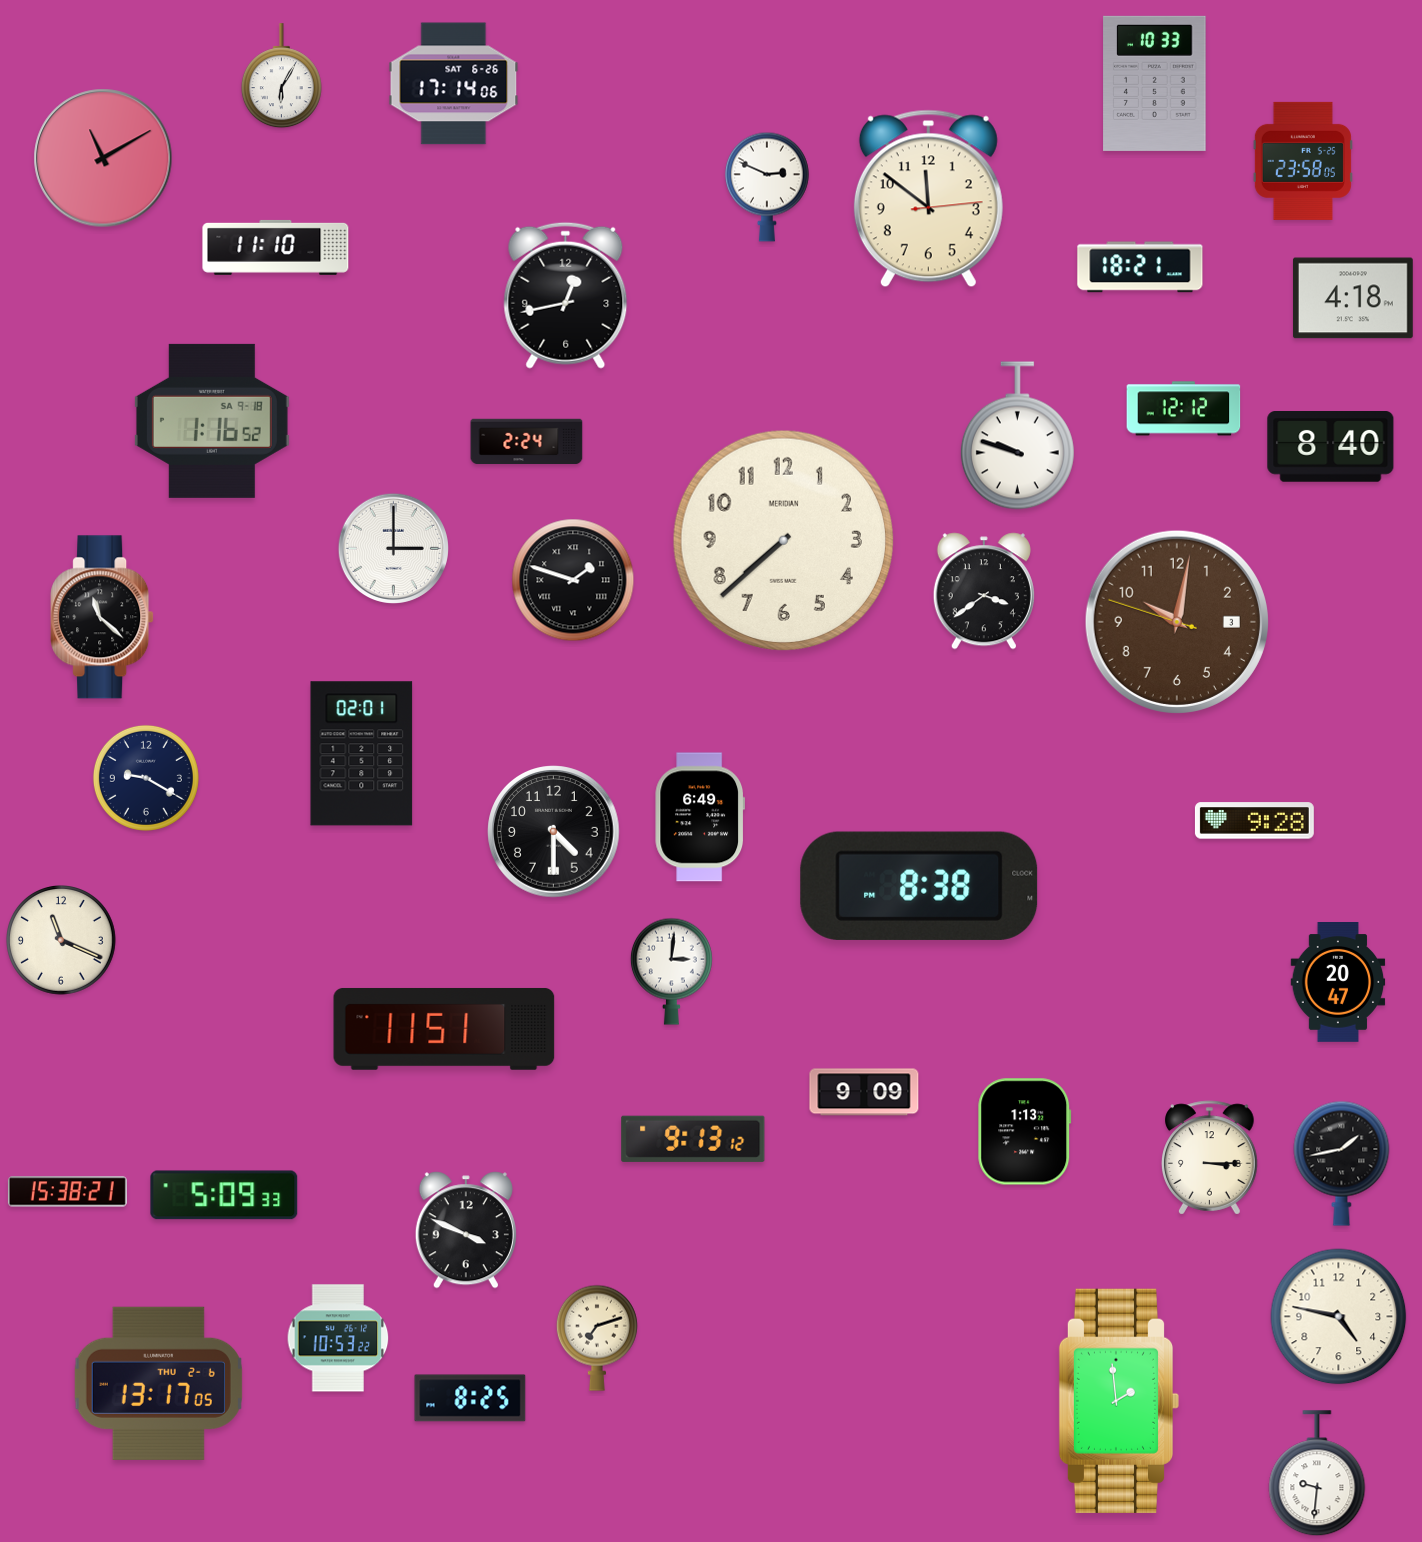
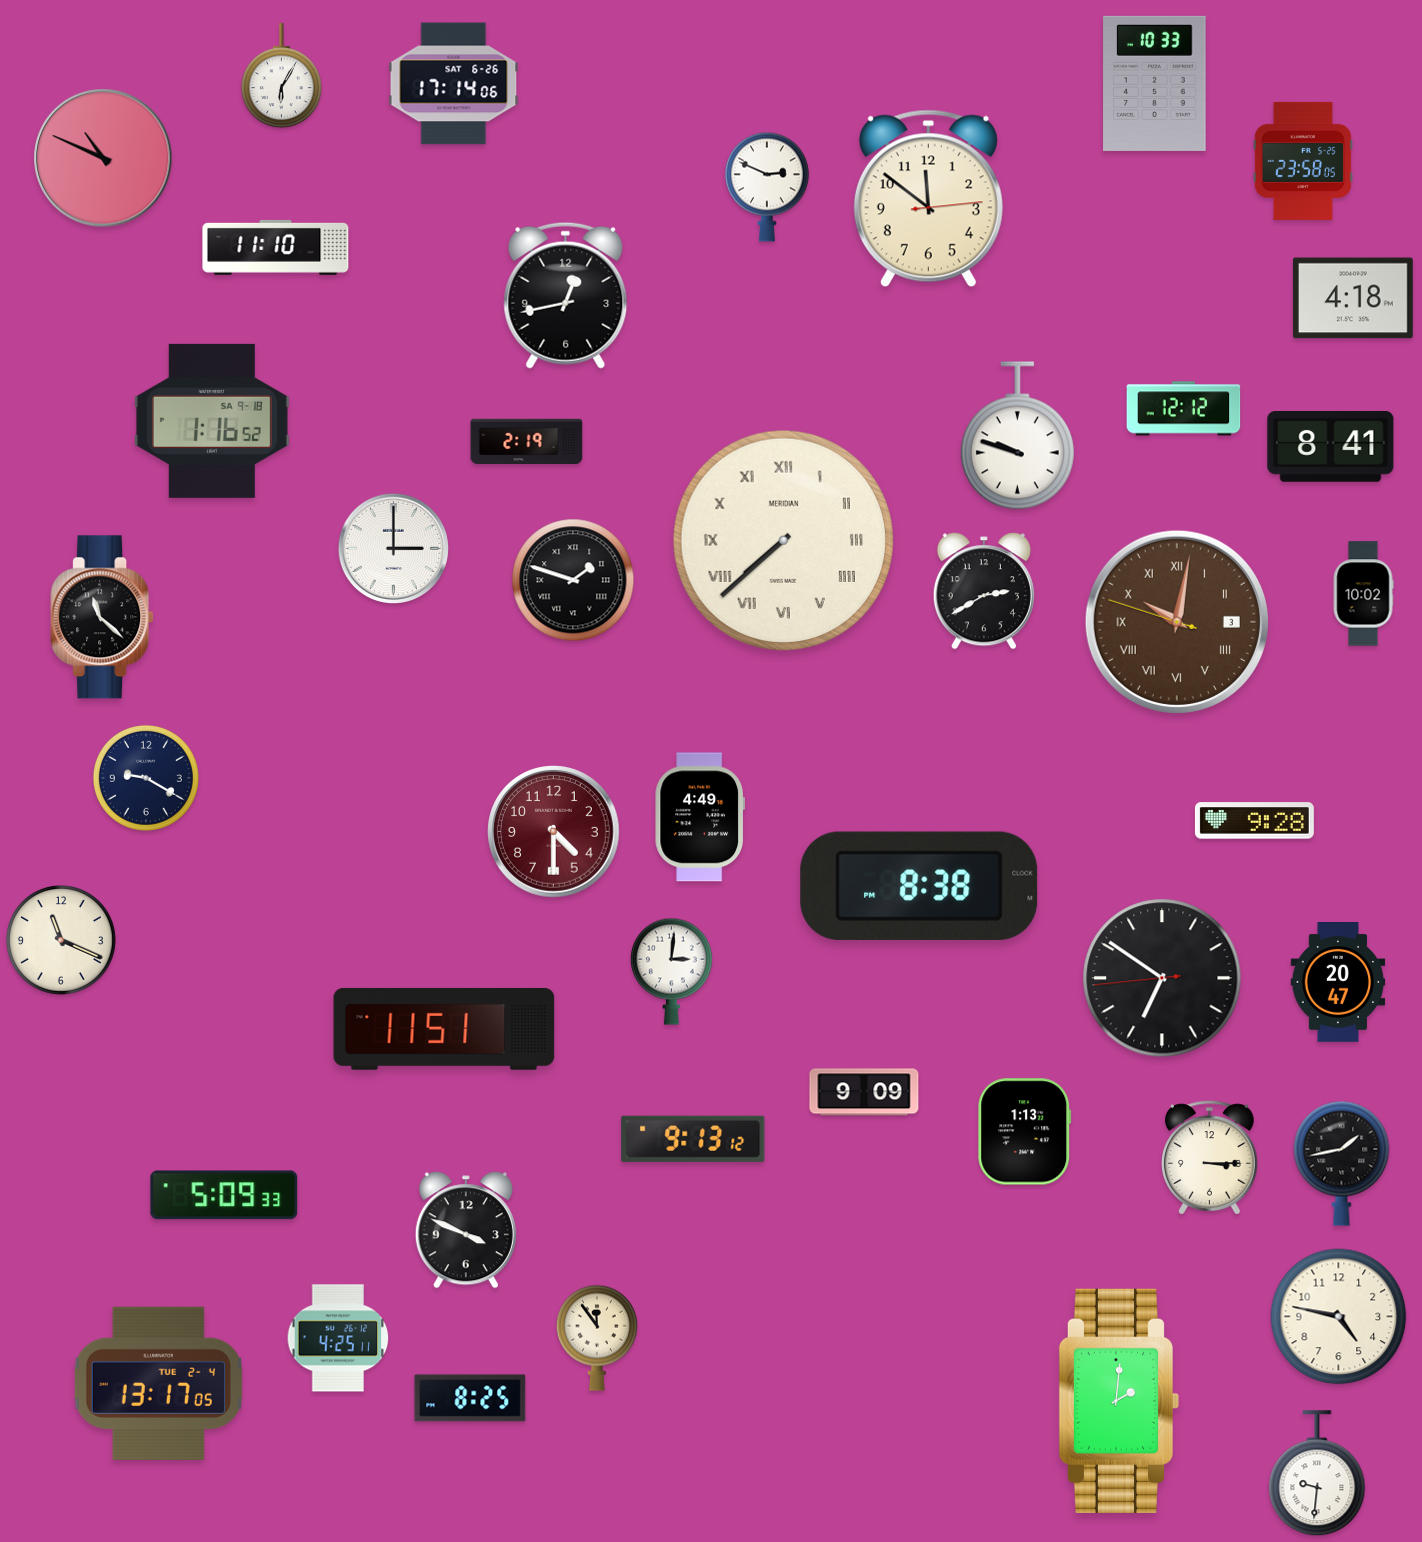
clock at (103, 158): 11:10 -> 10:49
clock at (1140, 267): 18:21 -> none
clock at (527, 442): 2:24 -> 2:19
clock at (1331, 447): 8:40 -> 8:41
clock at (783, 540) numerals: Arabic -> Roman
clock at (984, 591): 3:39 -> 2:40
clock at (1363, 594): none -> 10:02
clock at (1177, 622) numerals: Arabic -> Roman
clock at (362, 754): 02:01 -> none
clock at (699, 817): 6:49 -> 4:49
clock at (554, 832) dial: black -> burgundy
clock at (1162, 978): none -> 6:50
clock at (67, 1192): 15:38 -> none
clock at (338, 1338): 10:53 -> 4:25
clock at (597, 1338): 7:12 -> 11:54
clock at (158, 1383) date: THU 2-6 -> TUE 2-4
clock at (1118, 1401): 1:59 -> 2:01
